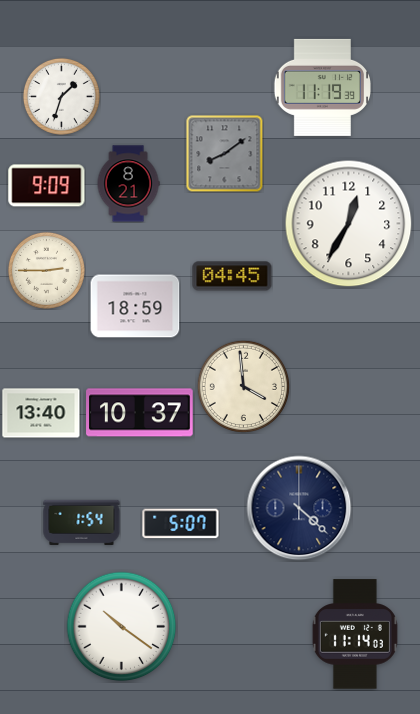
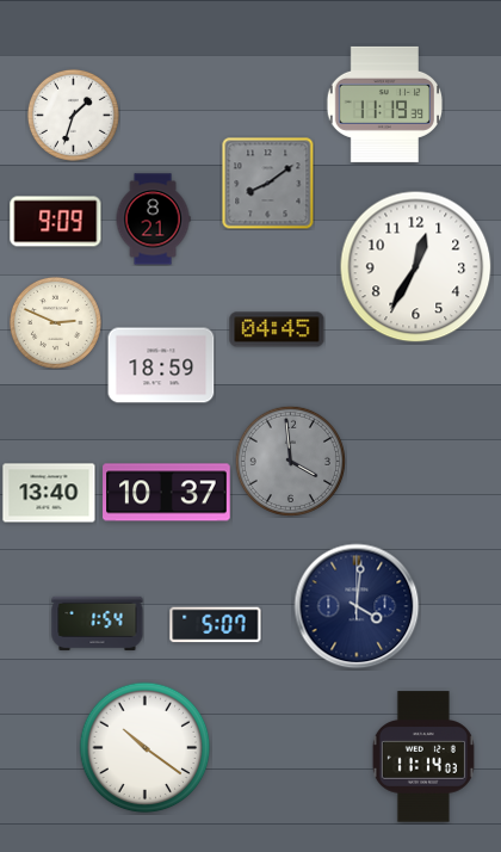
clock at (46, 270): 2:45 -> 2:49
clock at (243, 386) dial: cream -> grey
clock at (299, 508): 4:22 -> 4:01
